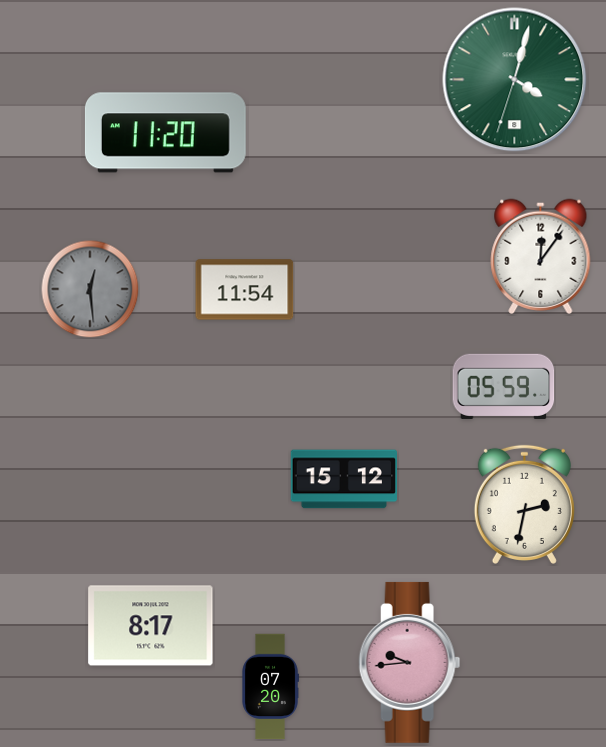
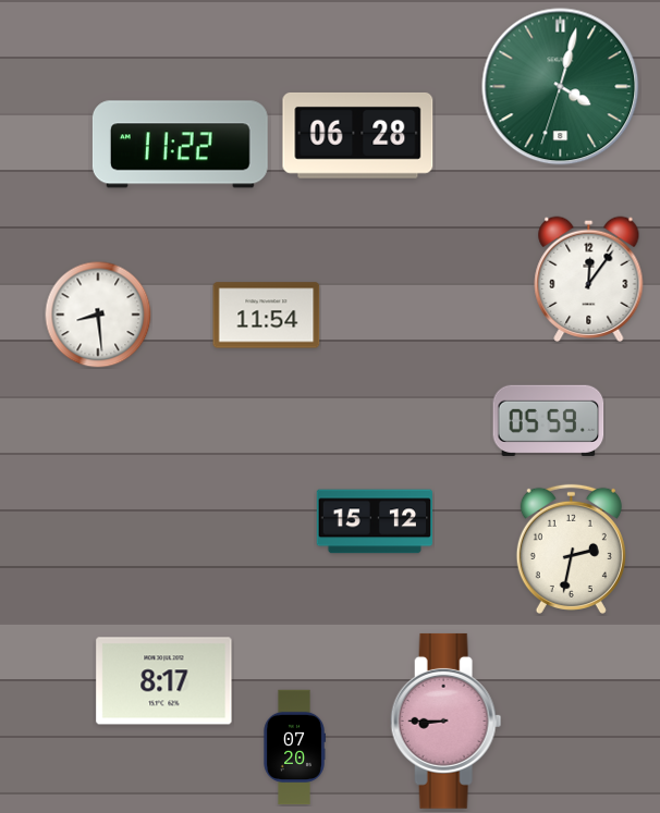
clock at (358, 135): none -> 06:28
clock at (165, 133): 11:20 -> 11:22
clock at (90, 289): 12:29 -> 8:29
clock at (90, 289) dial: grey -> white
clock at (410, 662): 9:44 -> 8:45
